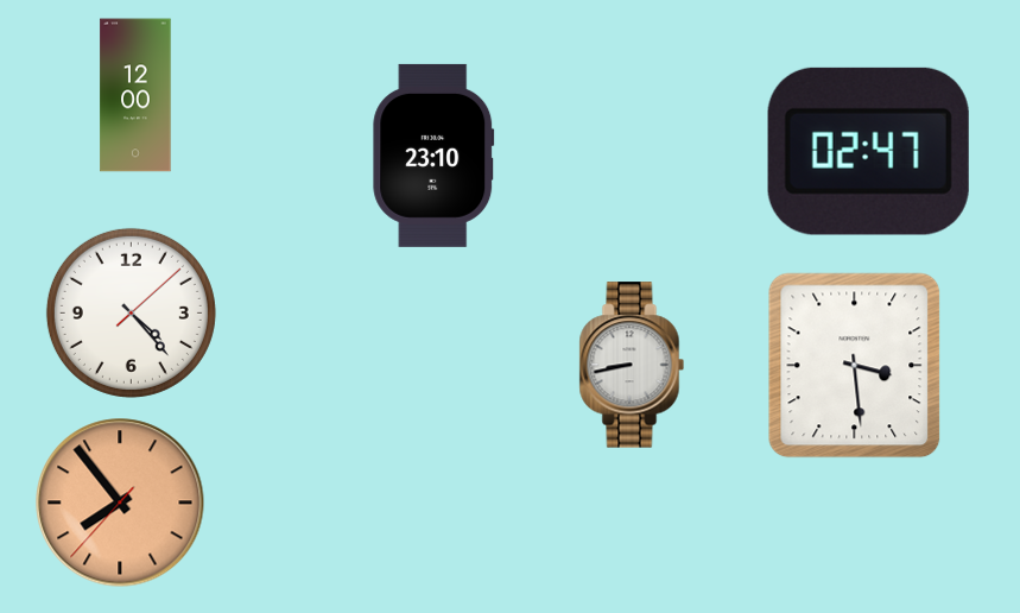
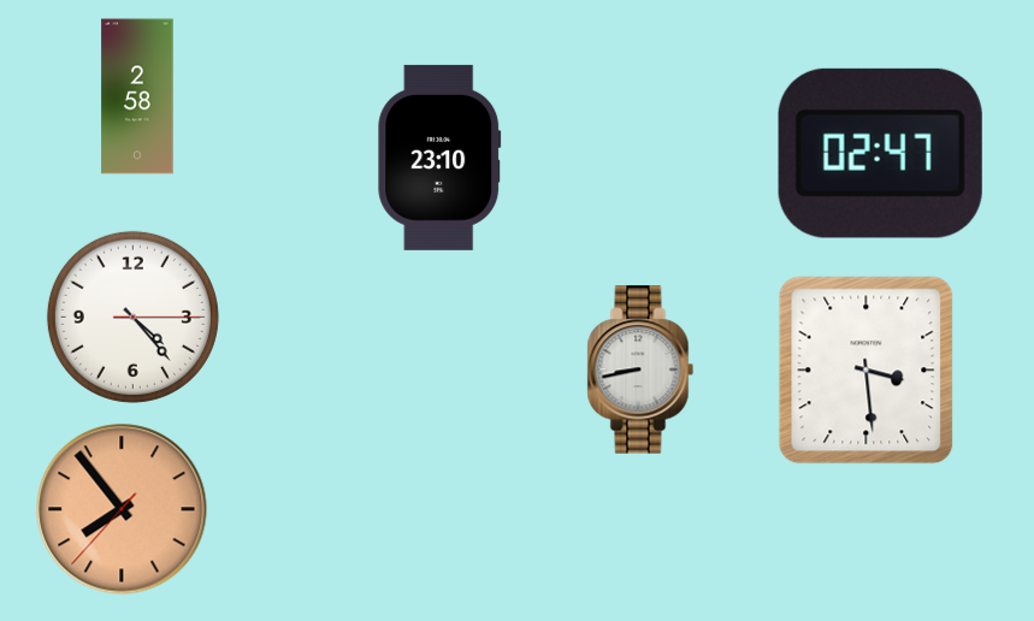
clock at (135, 95): 12:00 -> 2:58
clock at (131, 312): 4:23:08 -> 4:23:15
